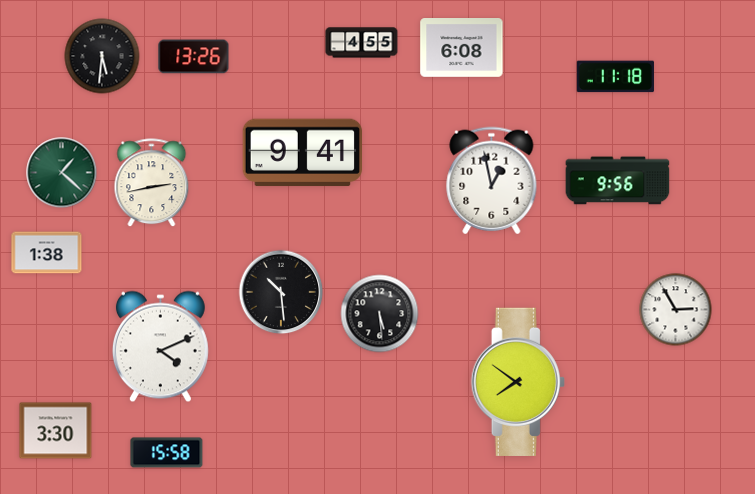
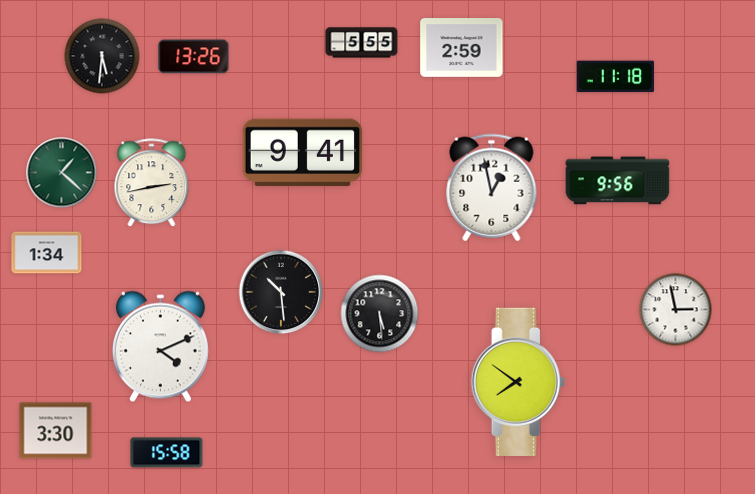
clock at (362, 43): 4:55 -> 5:55
clock at (462, 48): 6:08 -> 2:59
clock at (492, 181) position: (492, 181) -> (492, 188)
clock at (47, 253): 1:38 -> 1:34
clock at (676, 310): 2:55 -> 2:58
